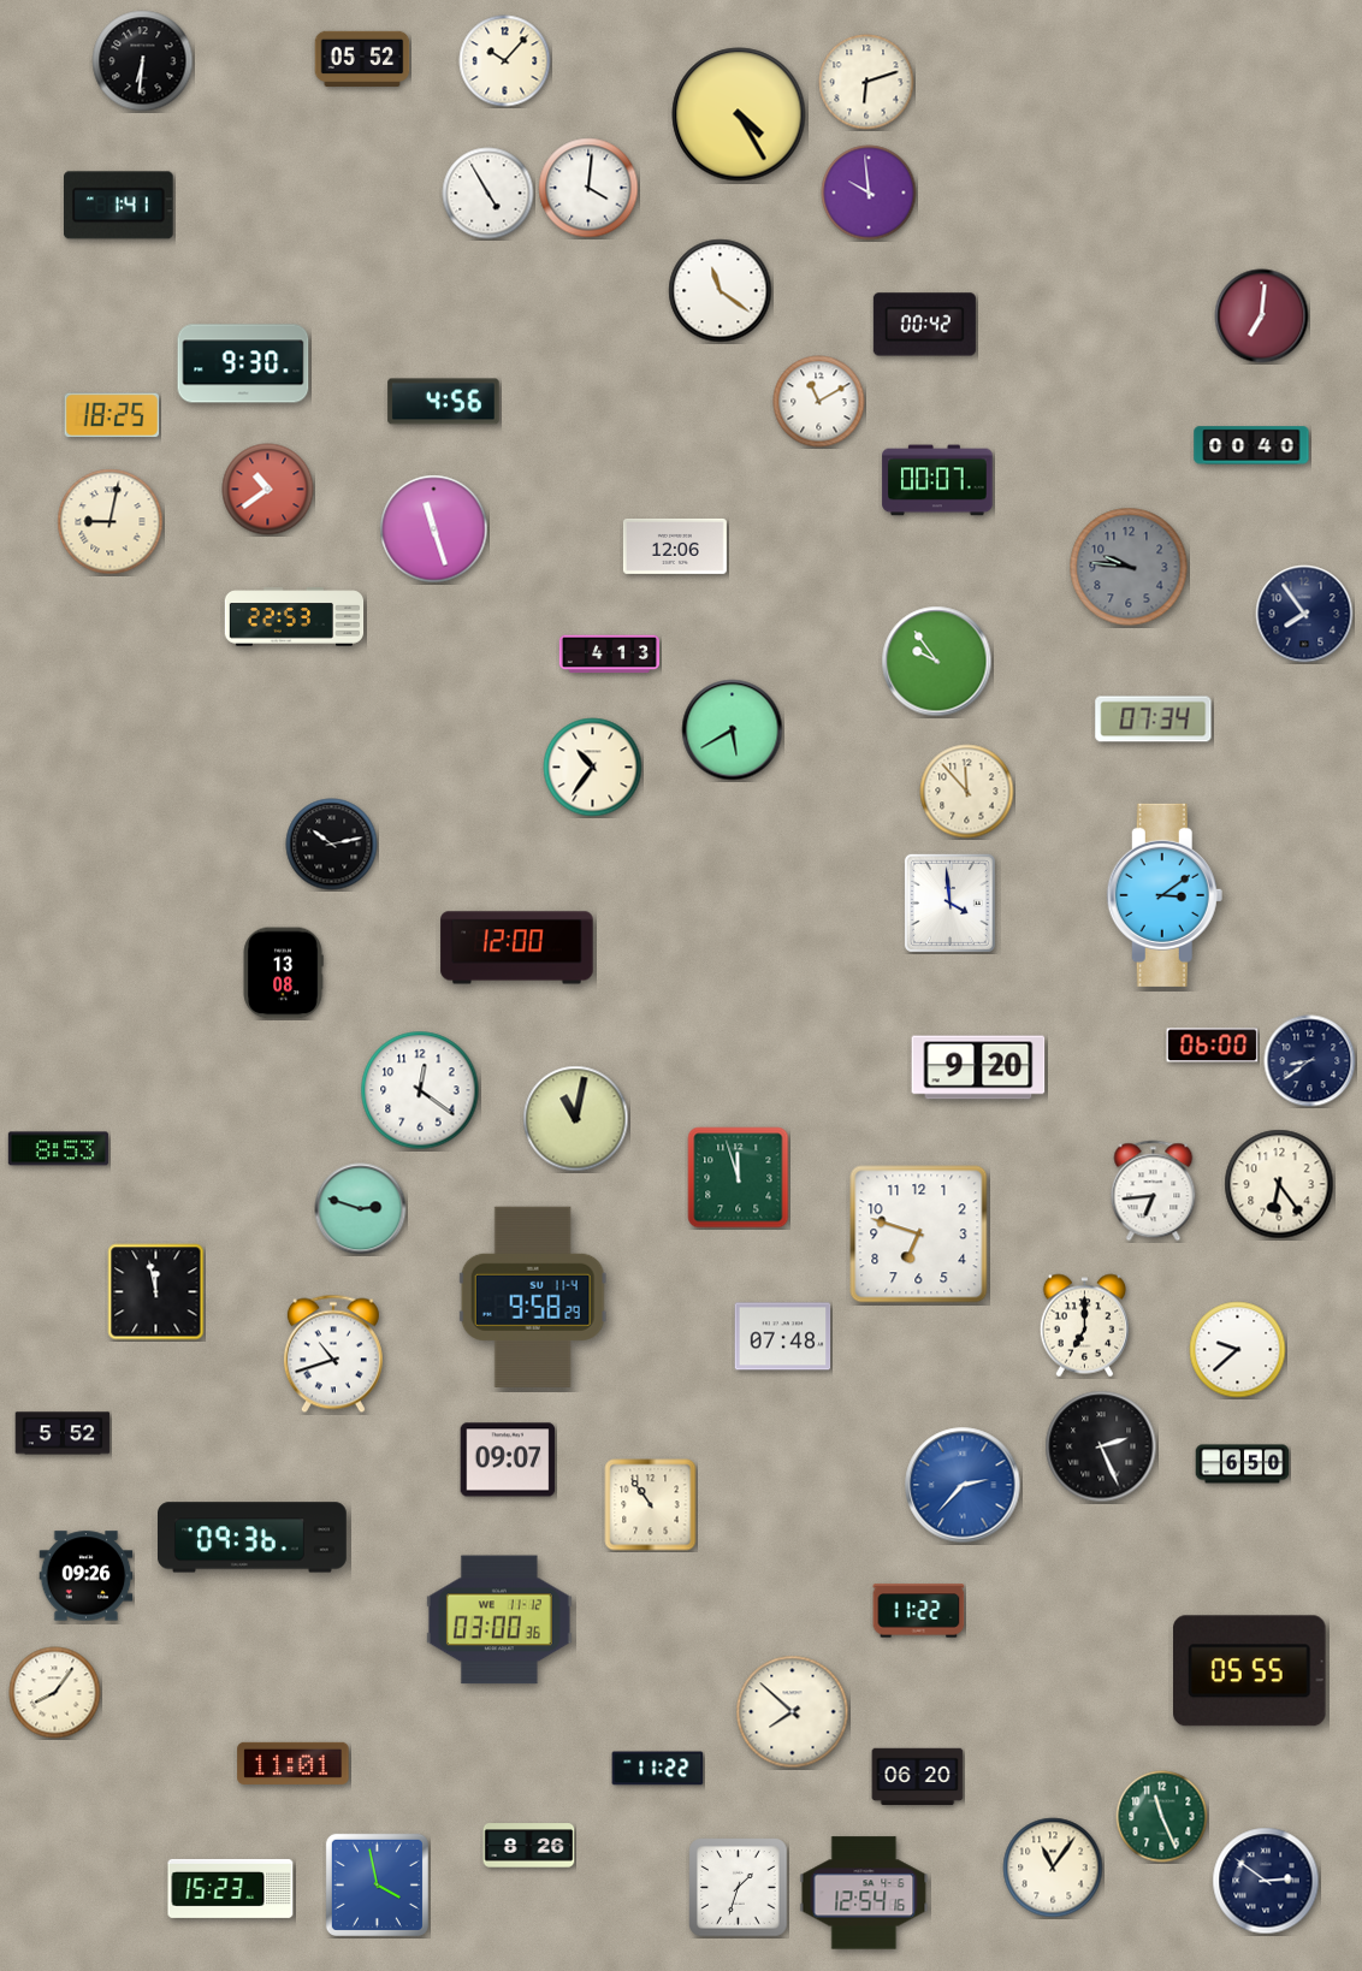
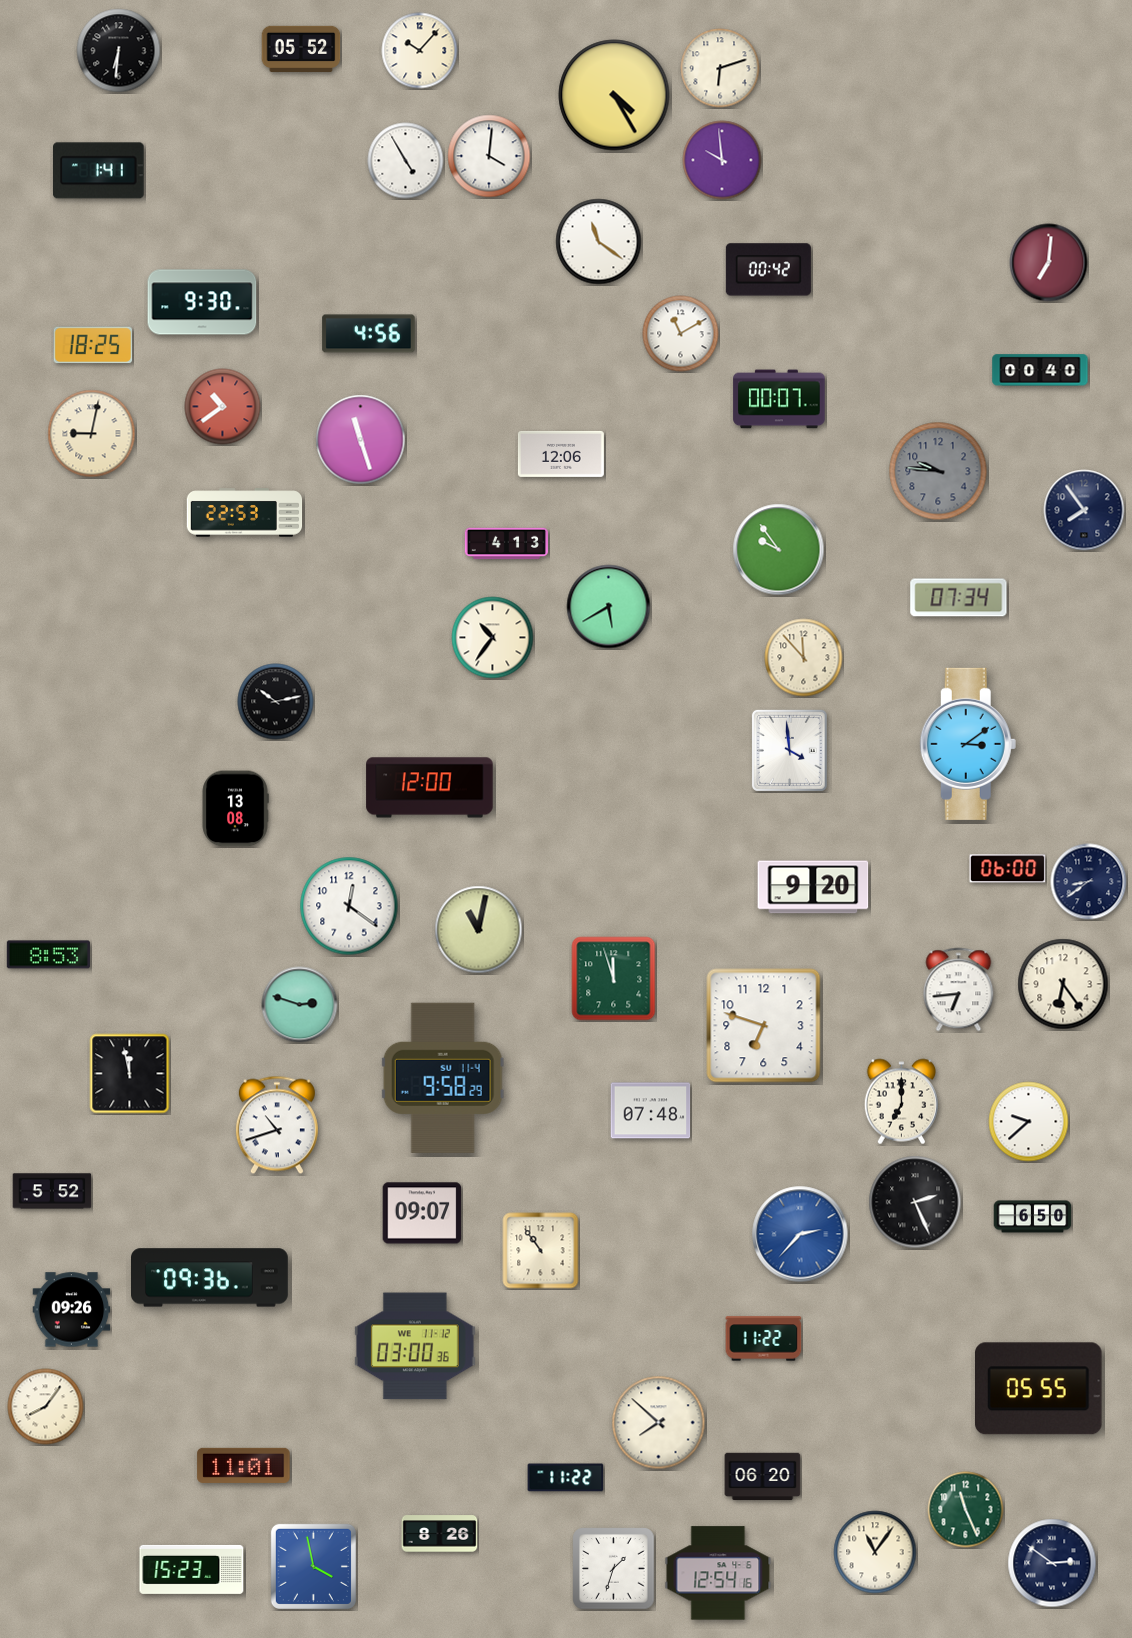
clock at (658, 1769) position: (658, 1769) -> (566, 1478)
